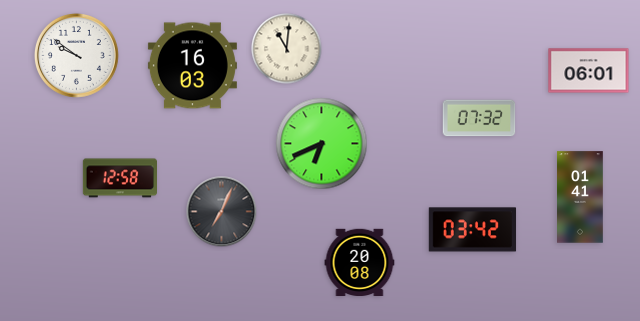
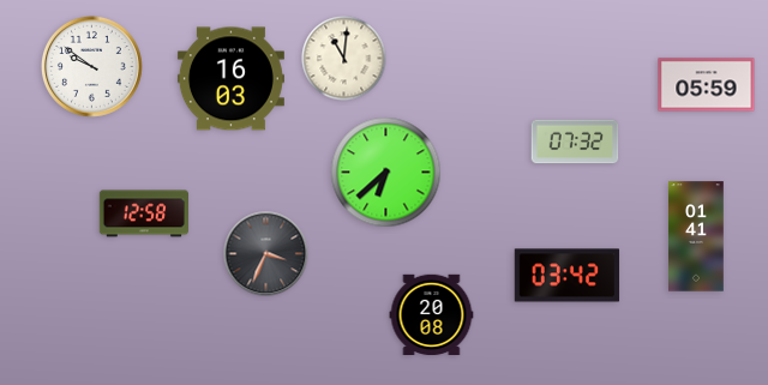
clock at (589, 71): 06:01 -> 05:59
clock at (322, 144): 6:41 -> 6:38
clock at (222, 212): 7:04 -> 3:34
